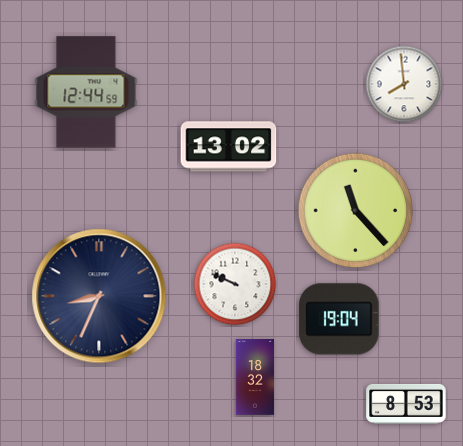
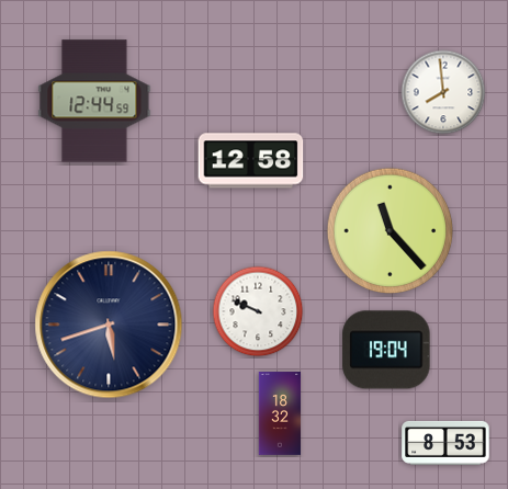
clock at (229, 147): 13:02 -> 12:58
clock at (99, 296): 8:34 -> 5:42
clock at (339, 319) position: (339, 319) -> (386, 350)
